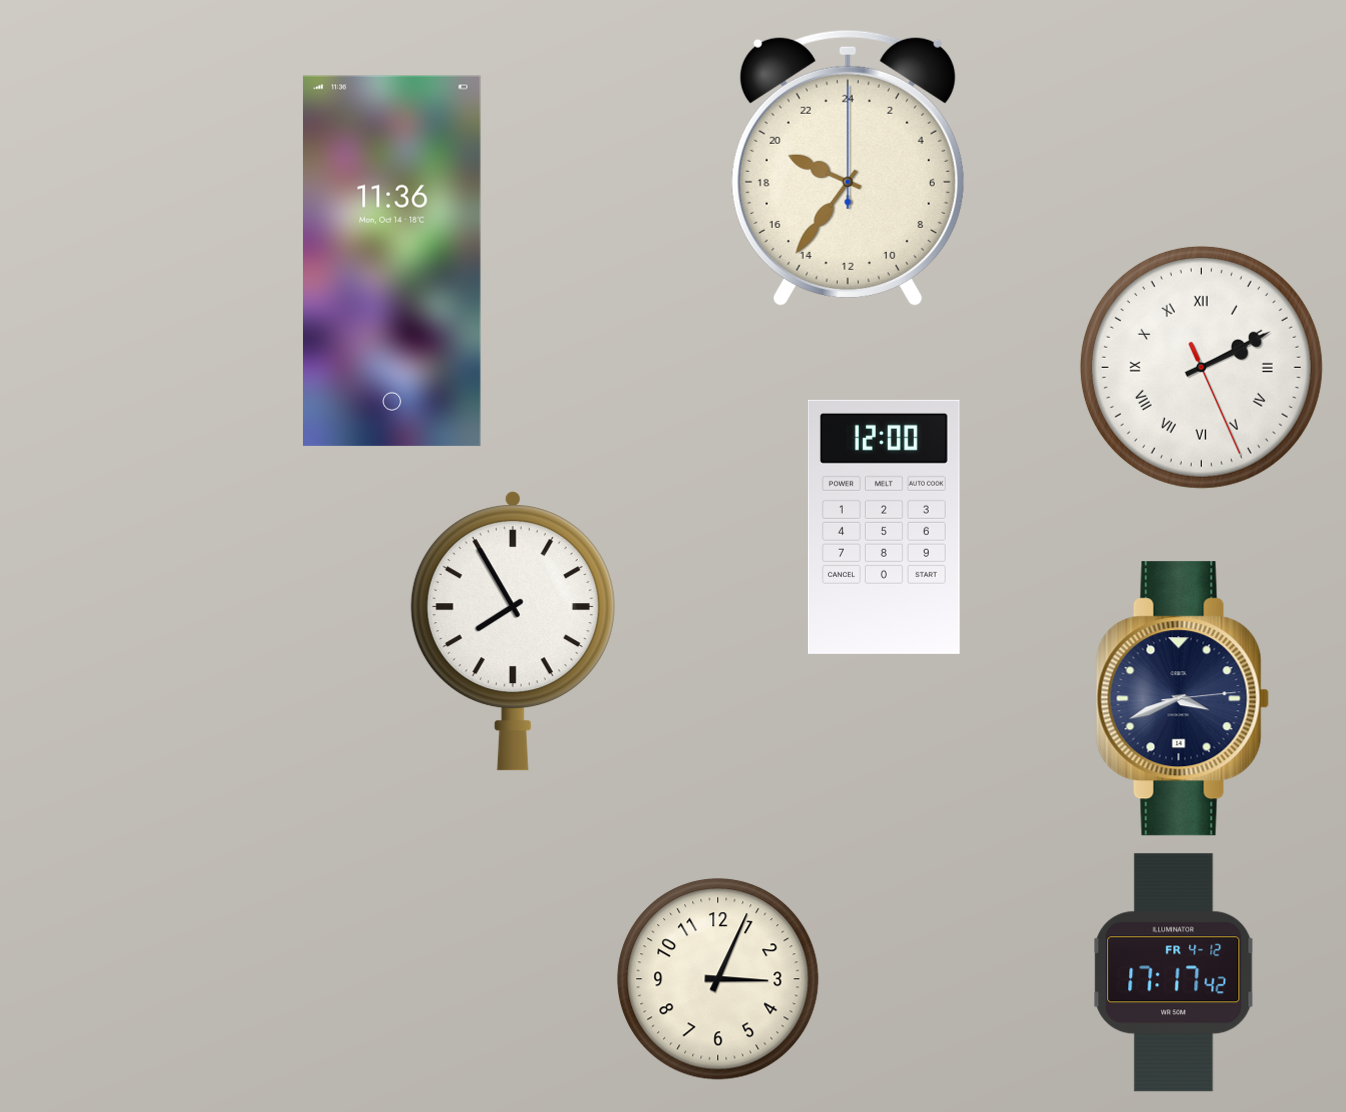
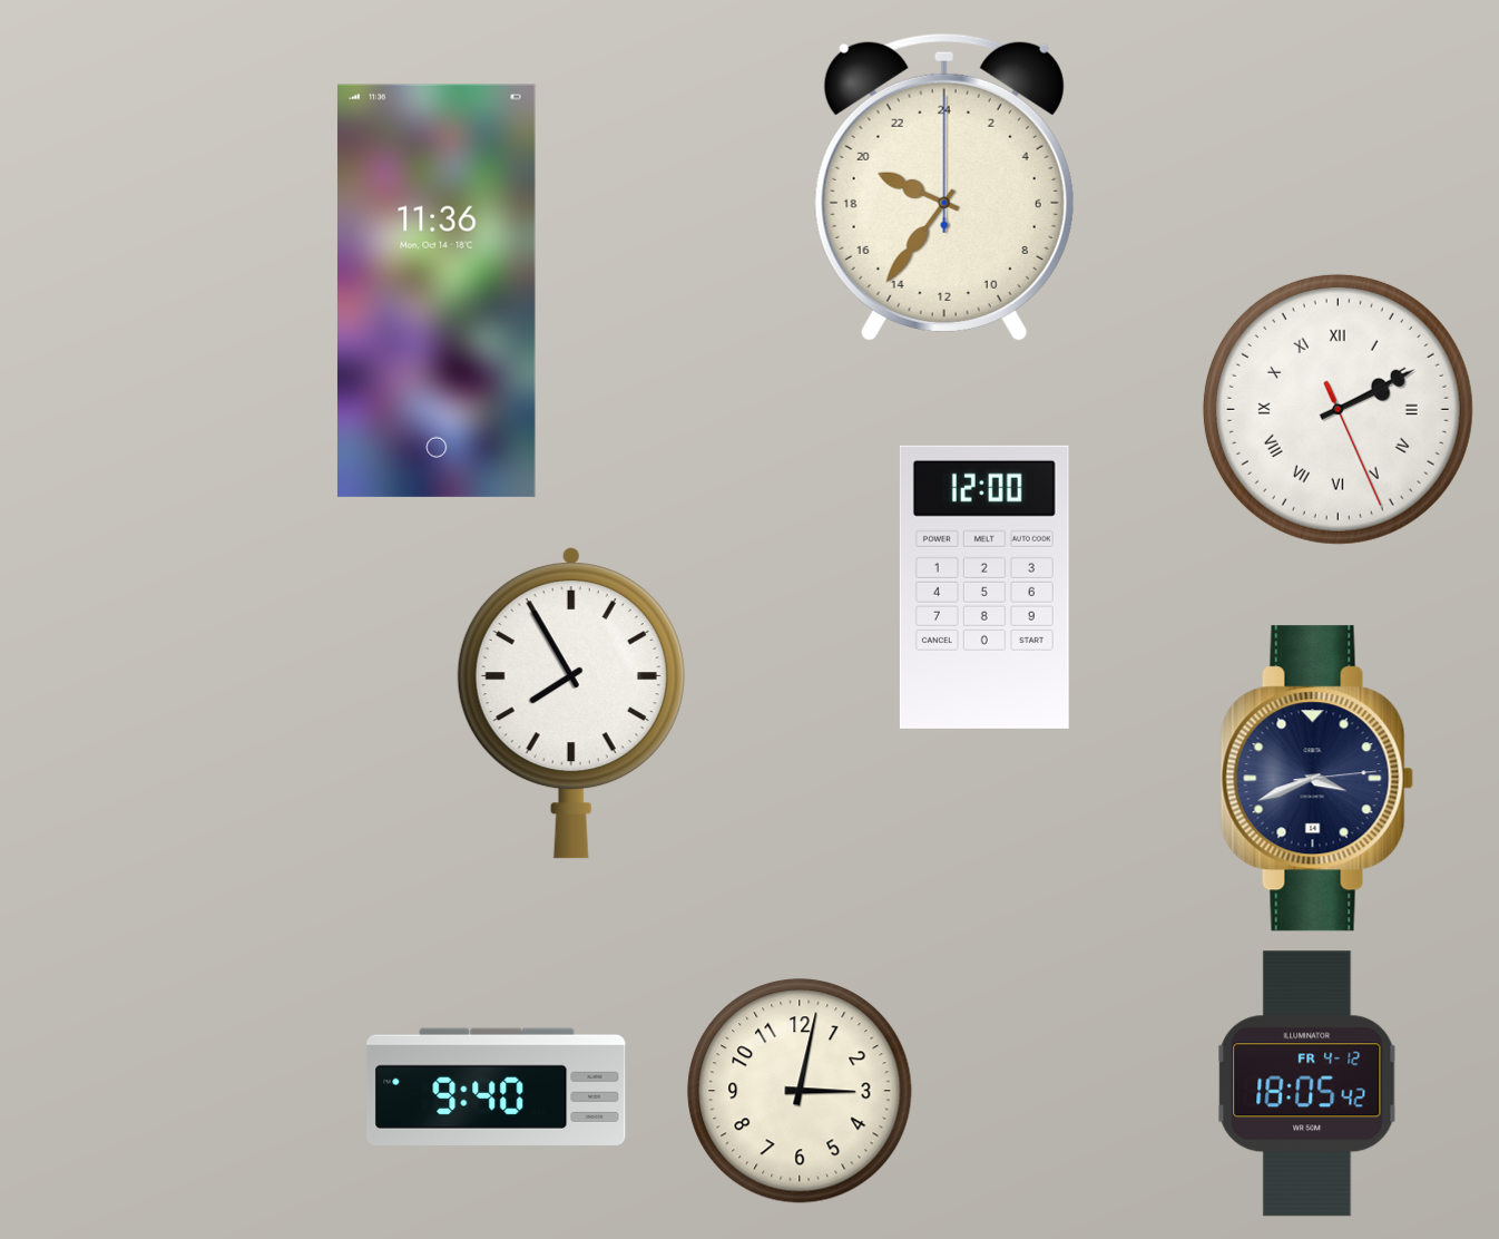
clock at (1174, 973): 17:17 -> 18:05
clock at (497, 1086): none -> 9:40
clock at (718, 979): 3:04 -> 3:02
